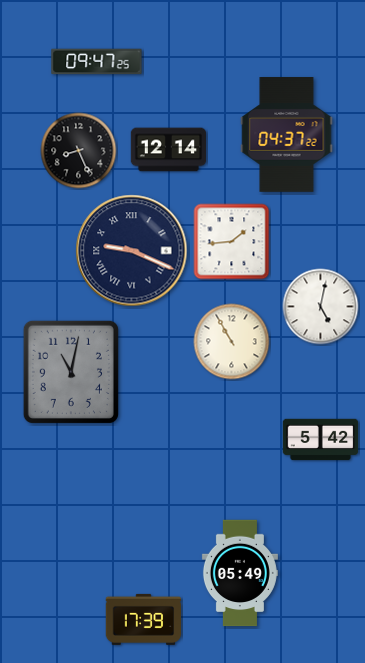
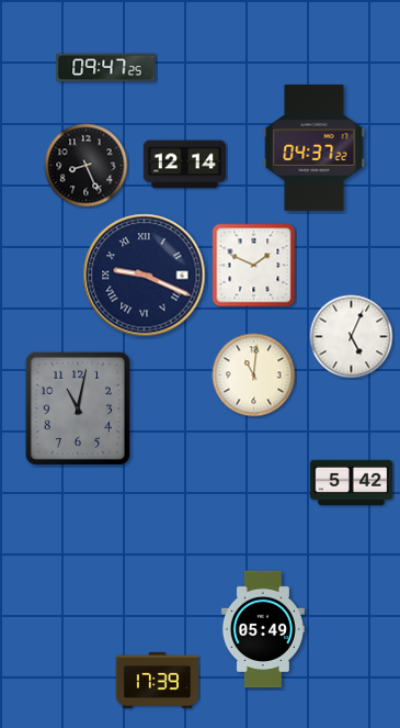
clock at (232, 242): 1:44 -> 1:49
clock at (321, 307): 5:02 -> 5:04
clock at (232, 342): 10:55 -> 11:01
